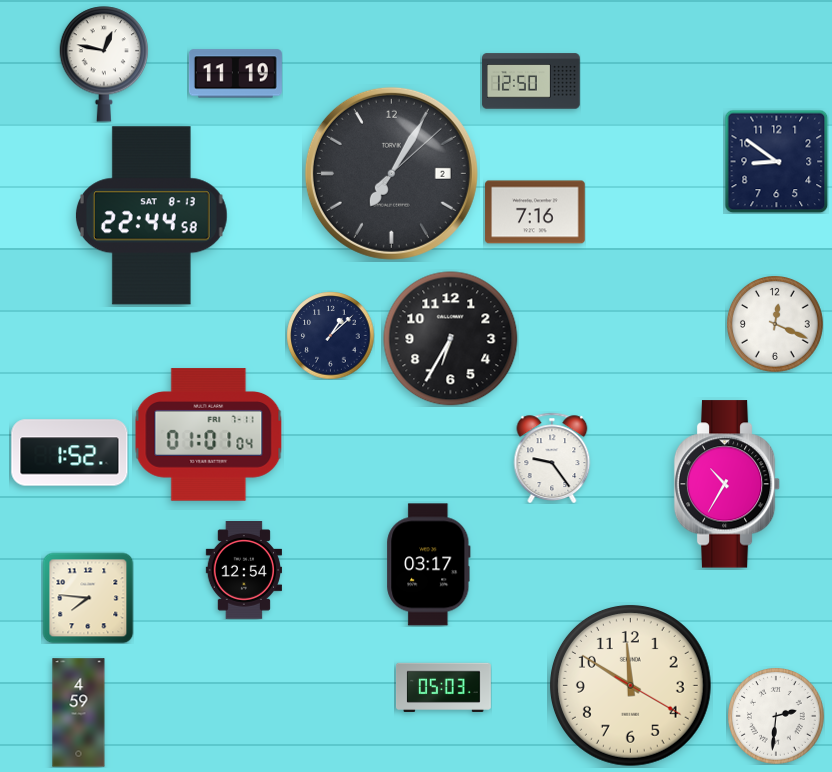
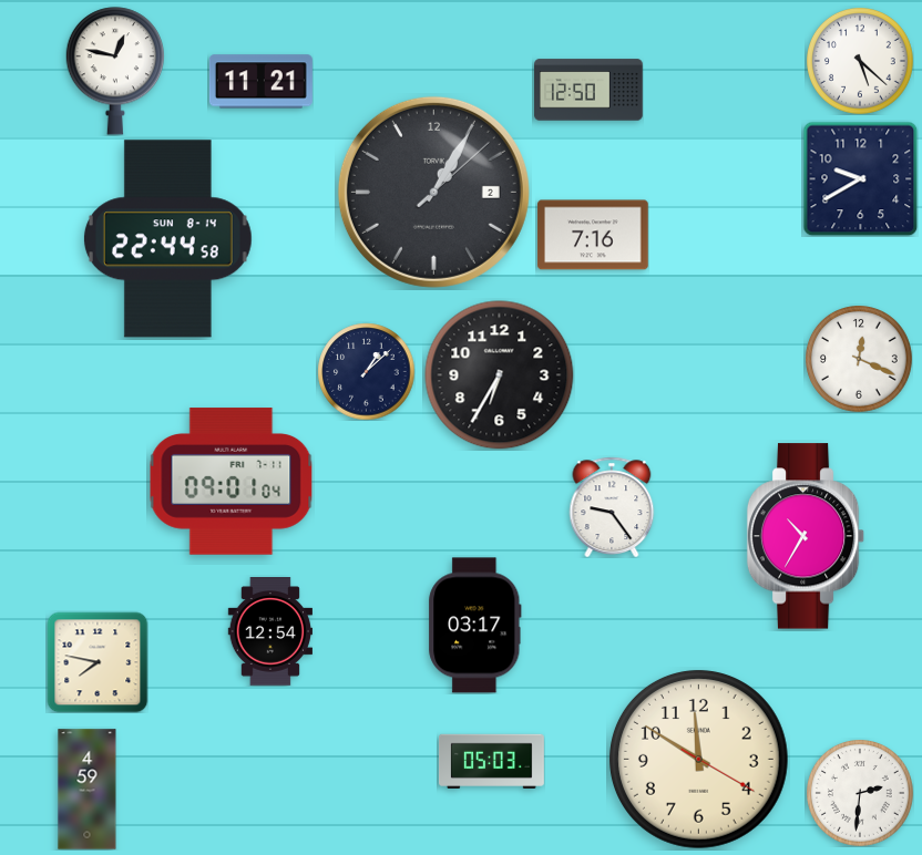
clock at (860, 61): none -> 5:22
clock at (235, 74): 11:19 -> 11:21
clock at (776, 161): 8:51 -> 9:40
clock at (391, 173): 7:05 -> 1:05
clock at (151, 216) date: SAT 8-13 -> SUN 8-14
clock at (209, 435): 01:01 -> 09:01
clock at (70, 453): 1:52 -> none
clock at (88, 598): 7:46 -> 7:47
